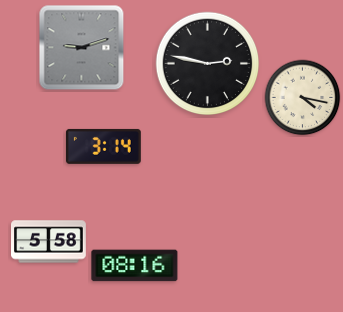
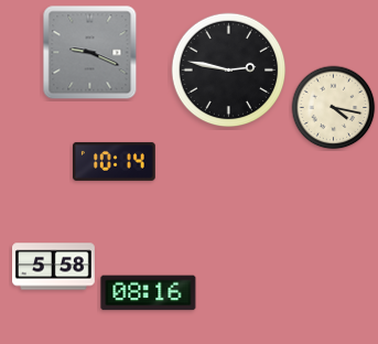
clock at (82, 48): 9:12 -> 9:19
clock at (103, 146): 3:14 -> 10:14
